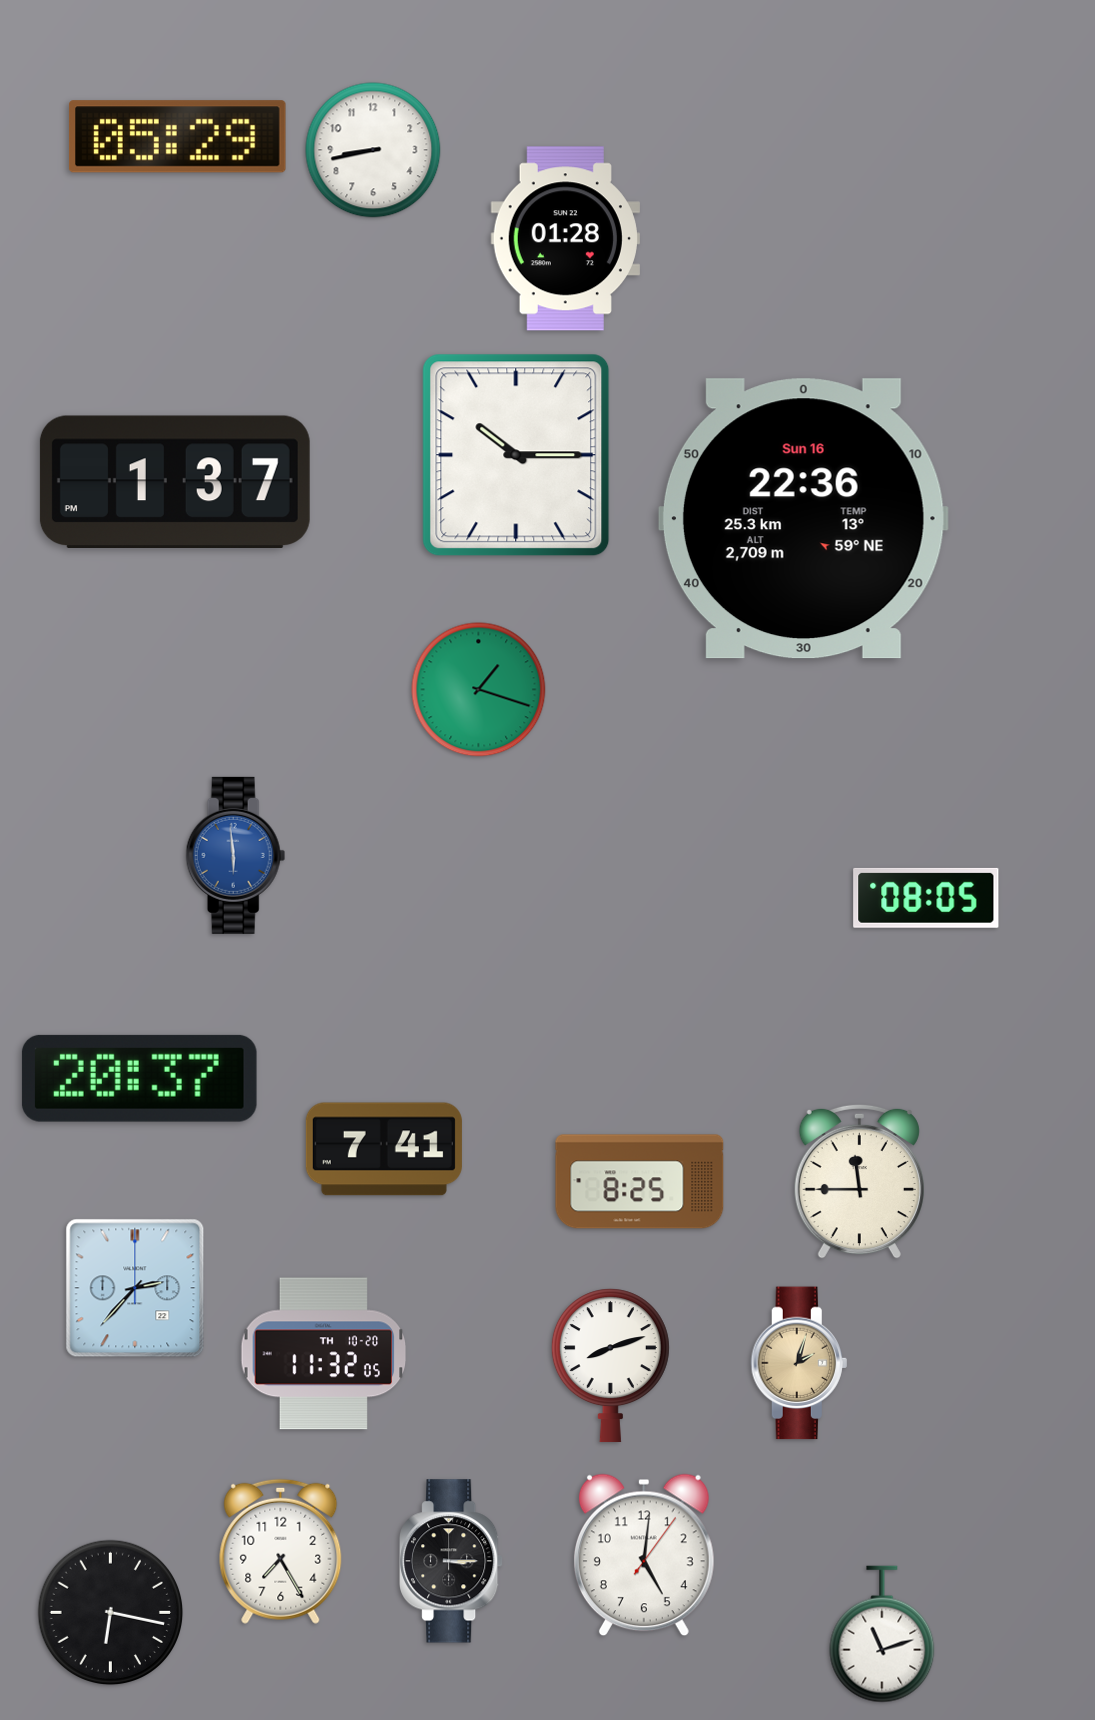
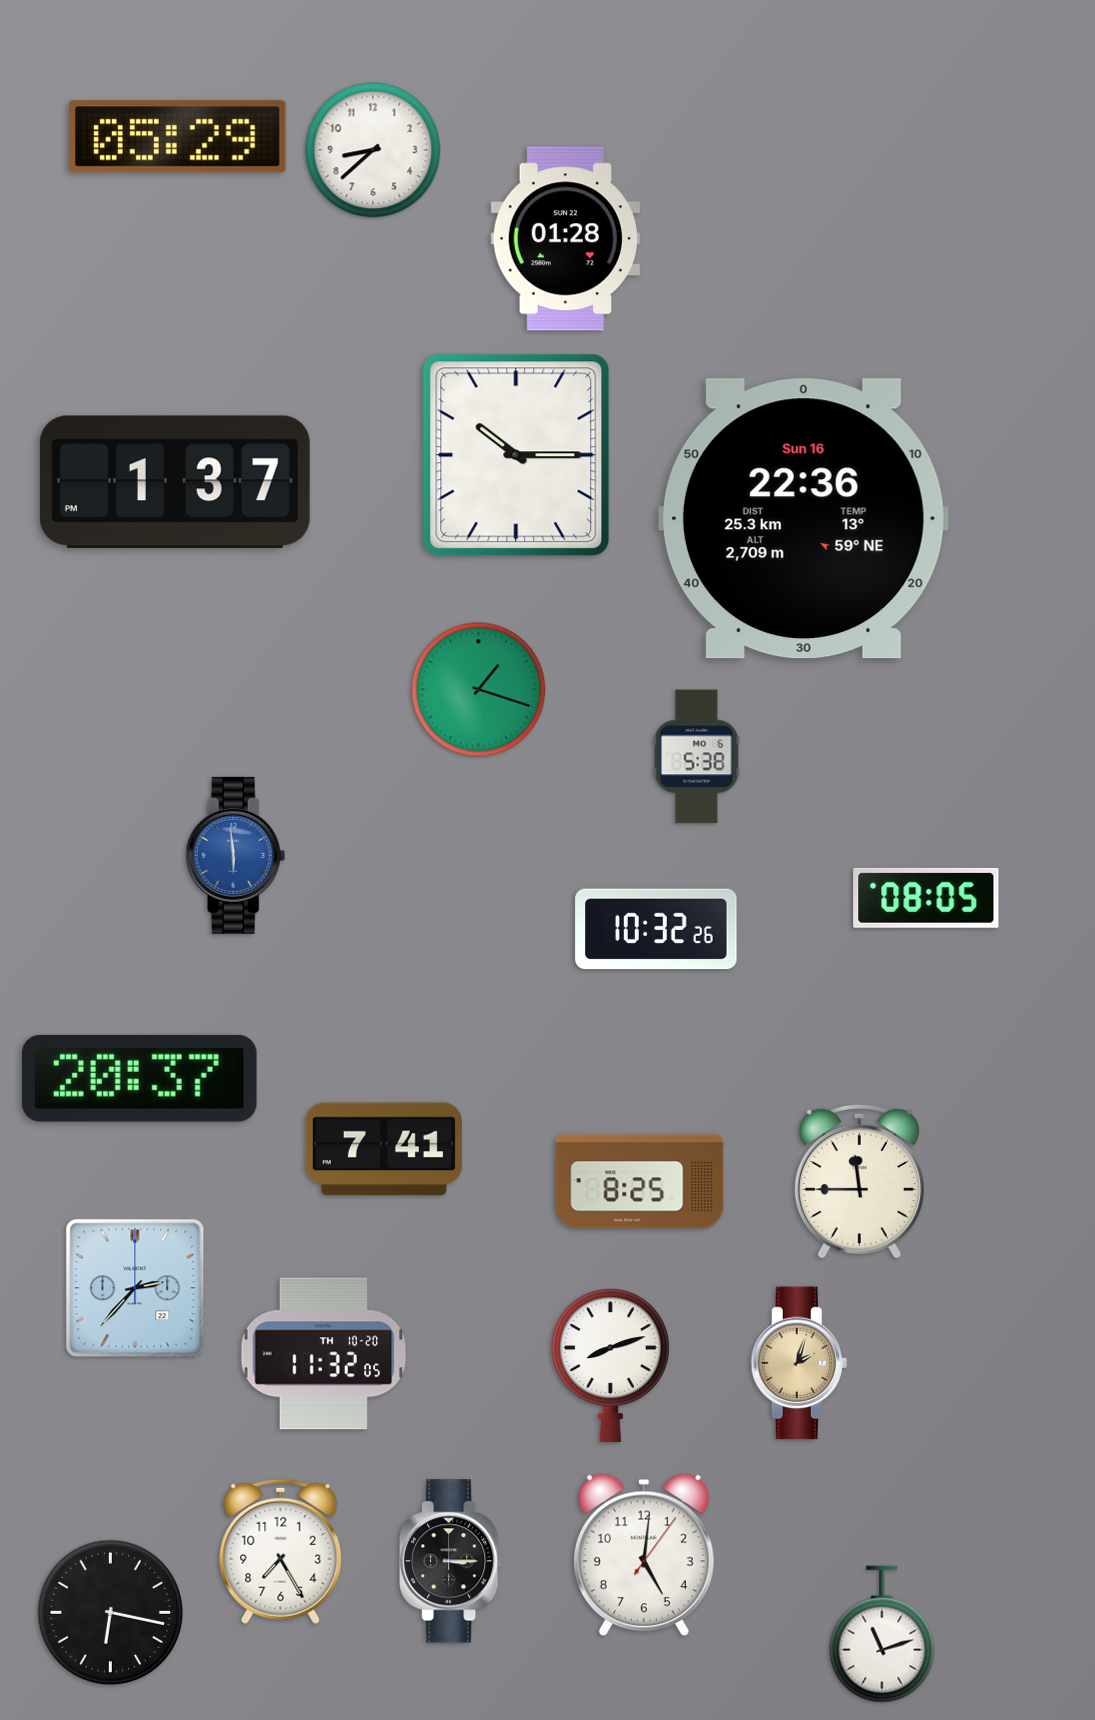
clock at (373, 150): 8:43 -> 8:38
clock at (697, 757): none -> 5:38
clock at (656, 929): none -> 10:32
